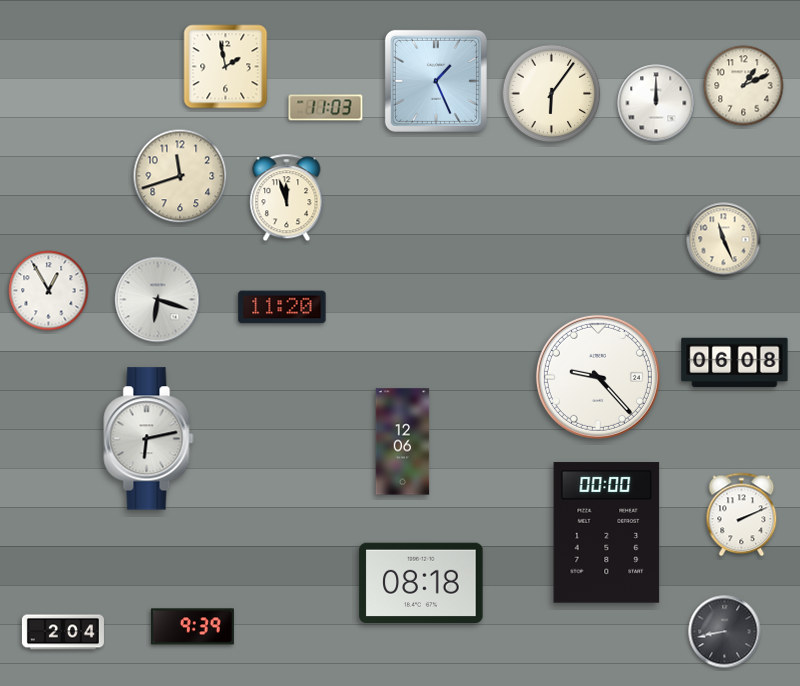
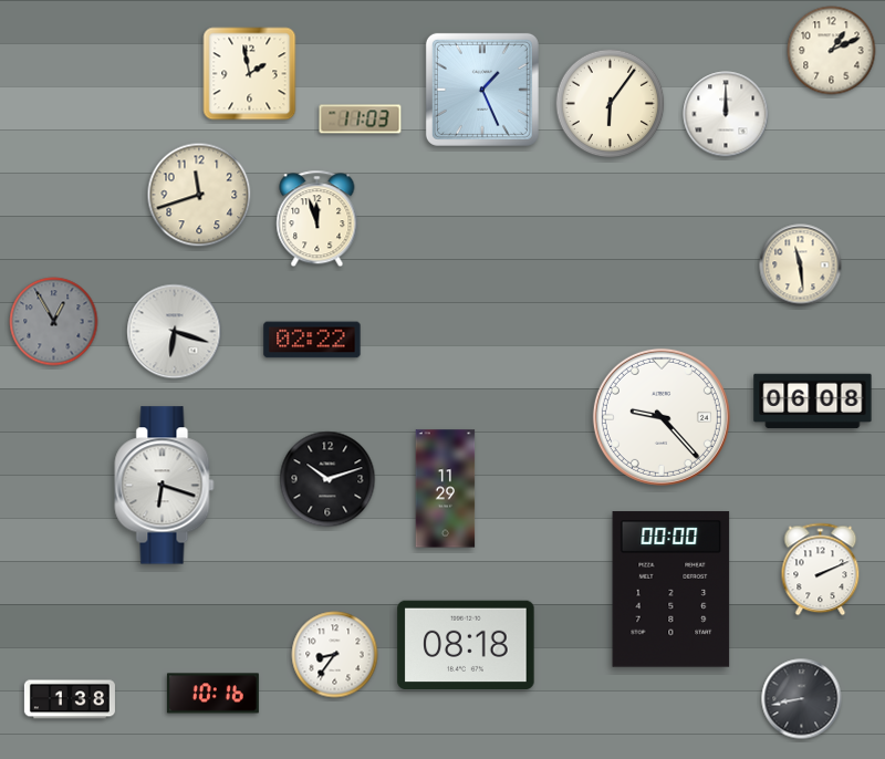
clock at (744, 86) position: (744, 86) -> (832, 51)
clock at (724, 240): 11:26 -> 11:29
clock at (49, 291) dial: white -> grey
clock at (282, 307): 11:20 -> 02:22
clock at (327, 479): none -> 10:12
clock at (149, 439): 6:13 -> 6:18
clock at (403, 442): 12:06 -> 11:29
clock at (335, 655): none -> 8:36
clock at (192, 627): 9:39 -> 10:16
clock at (63, 632): 2:04 -> 1:38
